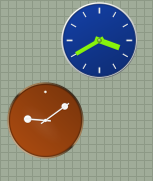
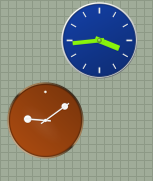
clock at (100, 41): 3:40 -> 3:44
